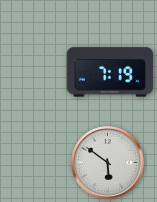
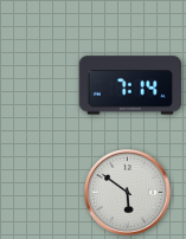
clock at (109, 72): 7:19 -> 7:14
